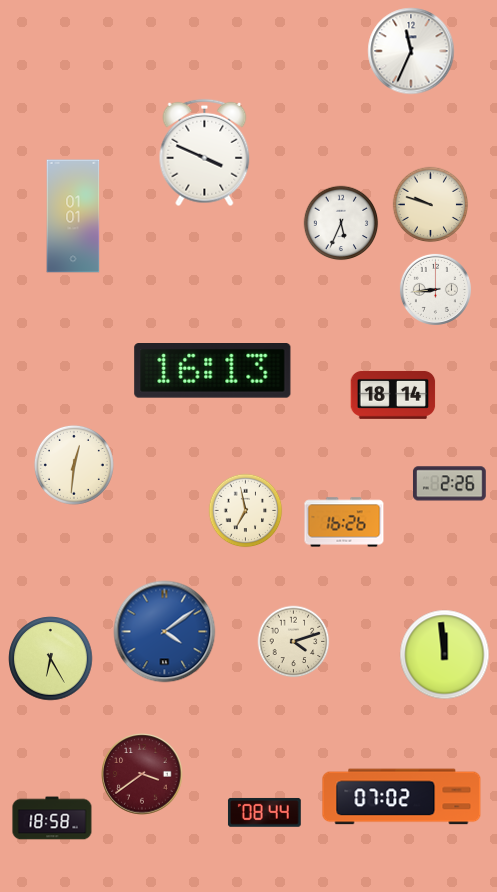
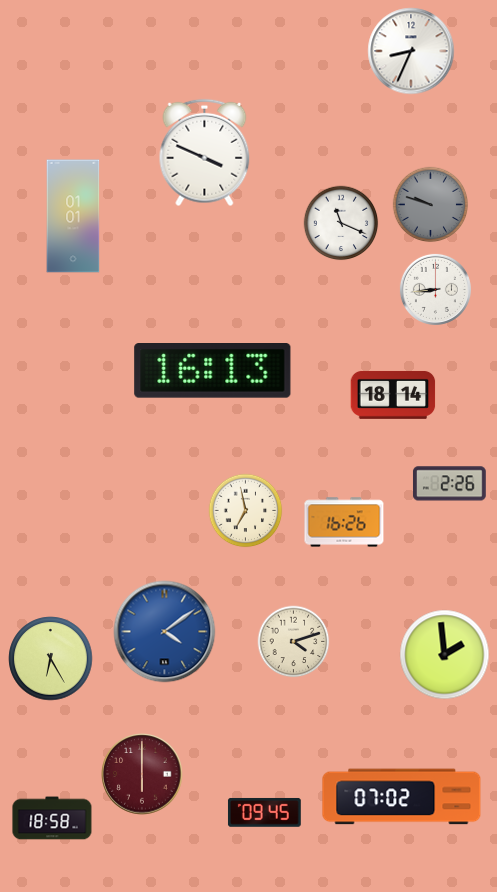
clock at (411, 51): 11:34 -> 8:34
clock at (431, 205) dial: cream -> grey
clock at (341, 223): 5:34 -> 11:19
clock at (74, 465): 12:31 -> none
clock at (445, 655): 11:59 -> 1:59
clock at (142, 774): 3:39 -> 6:00
clock at (264, 812): 08:44 -> 09:45
